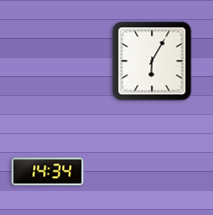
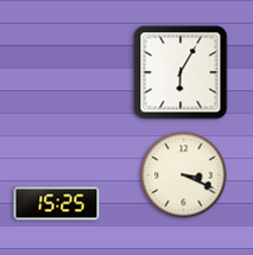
clock at (184, 176): none -> 3:19
clock at (48, 172): 14:34 -> 15:25
